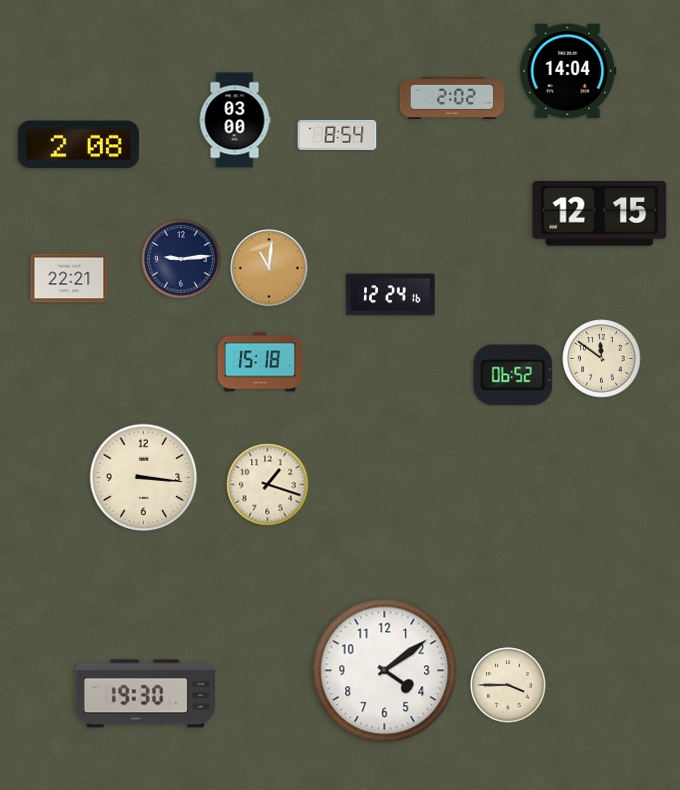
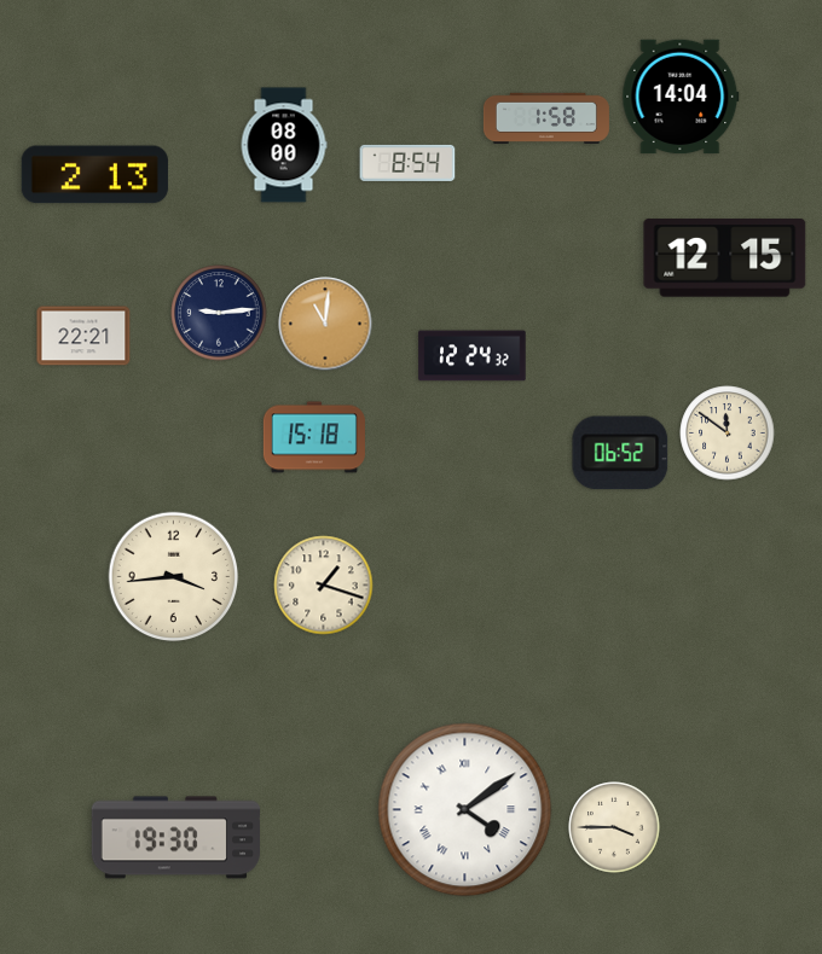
clock at (568, 71) position: (568, 71) -> (681, 97)
clock at (452, 97): 2:02 -> 1:58
clock at (235, 120): 03:00 -> 08:00
clock at (78, 145): 2:08 -> 2:13
clock at (391, 295): 12:24:16 -> 12:24:32
clock at (144, 478): 3:16 -> 3:44
clock at (385, 671) numerals: Arabic -> Roman
